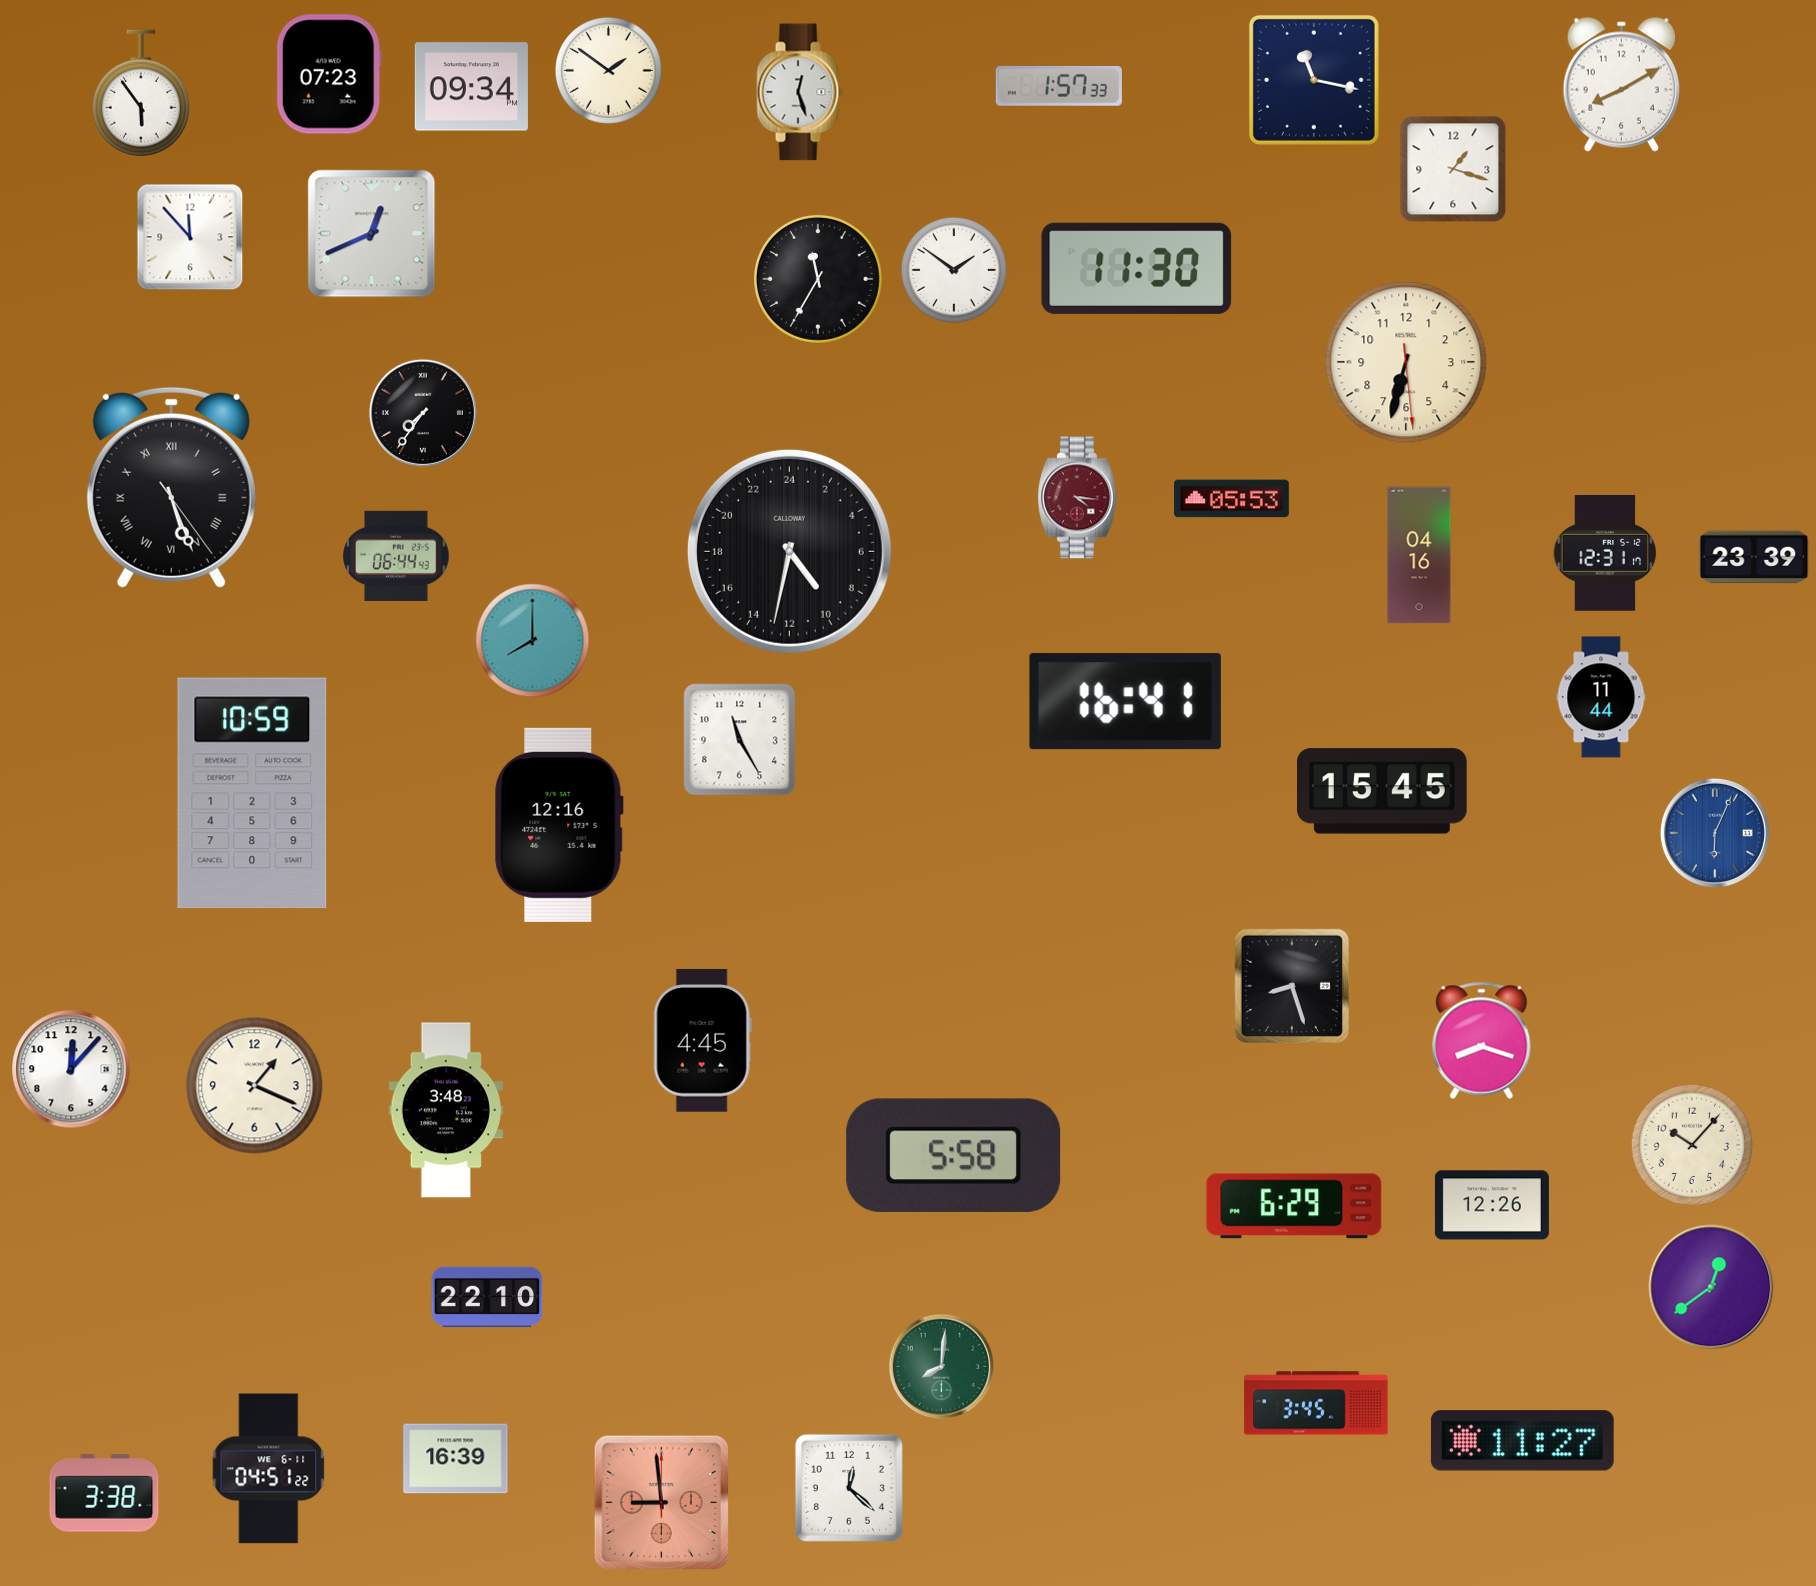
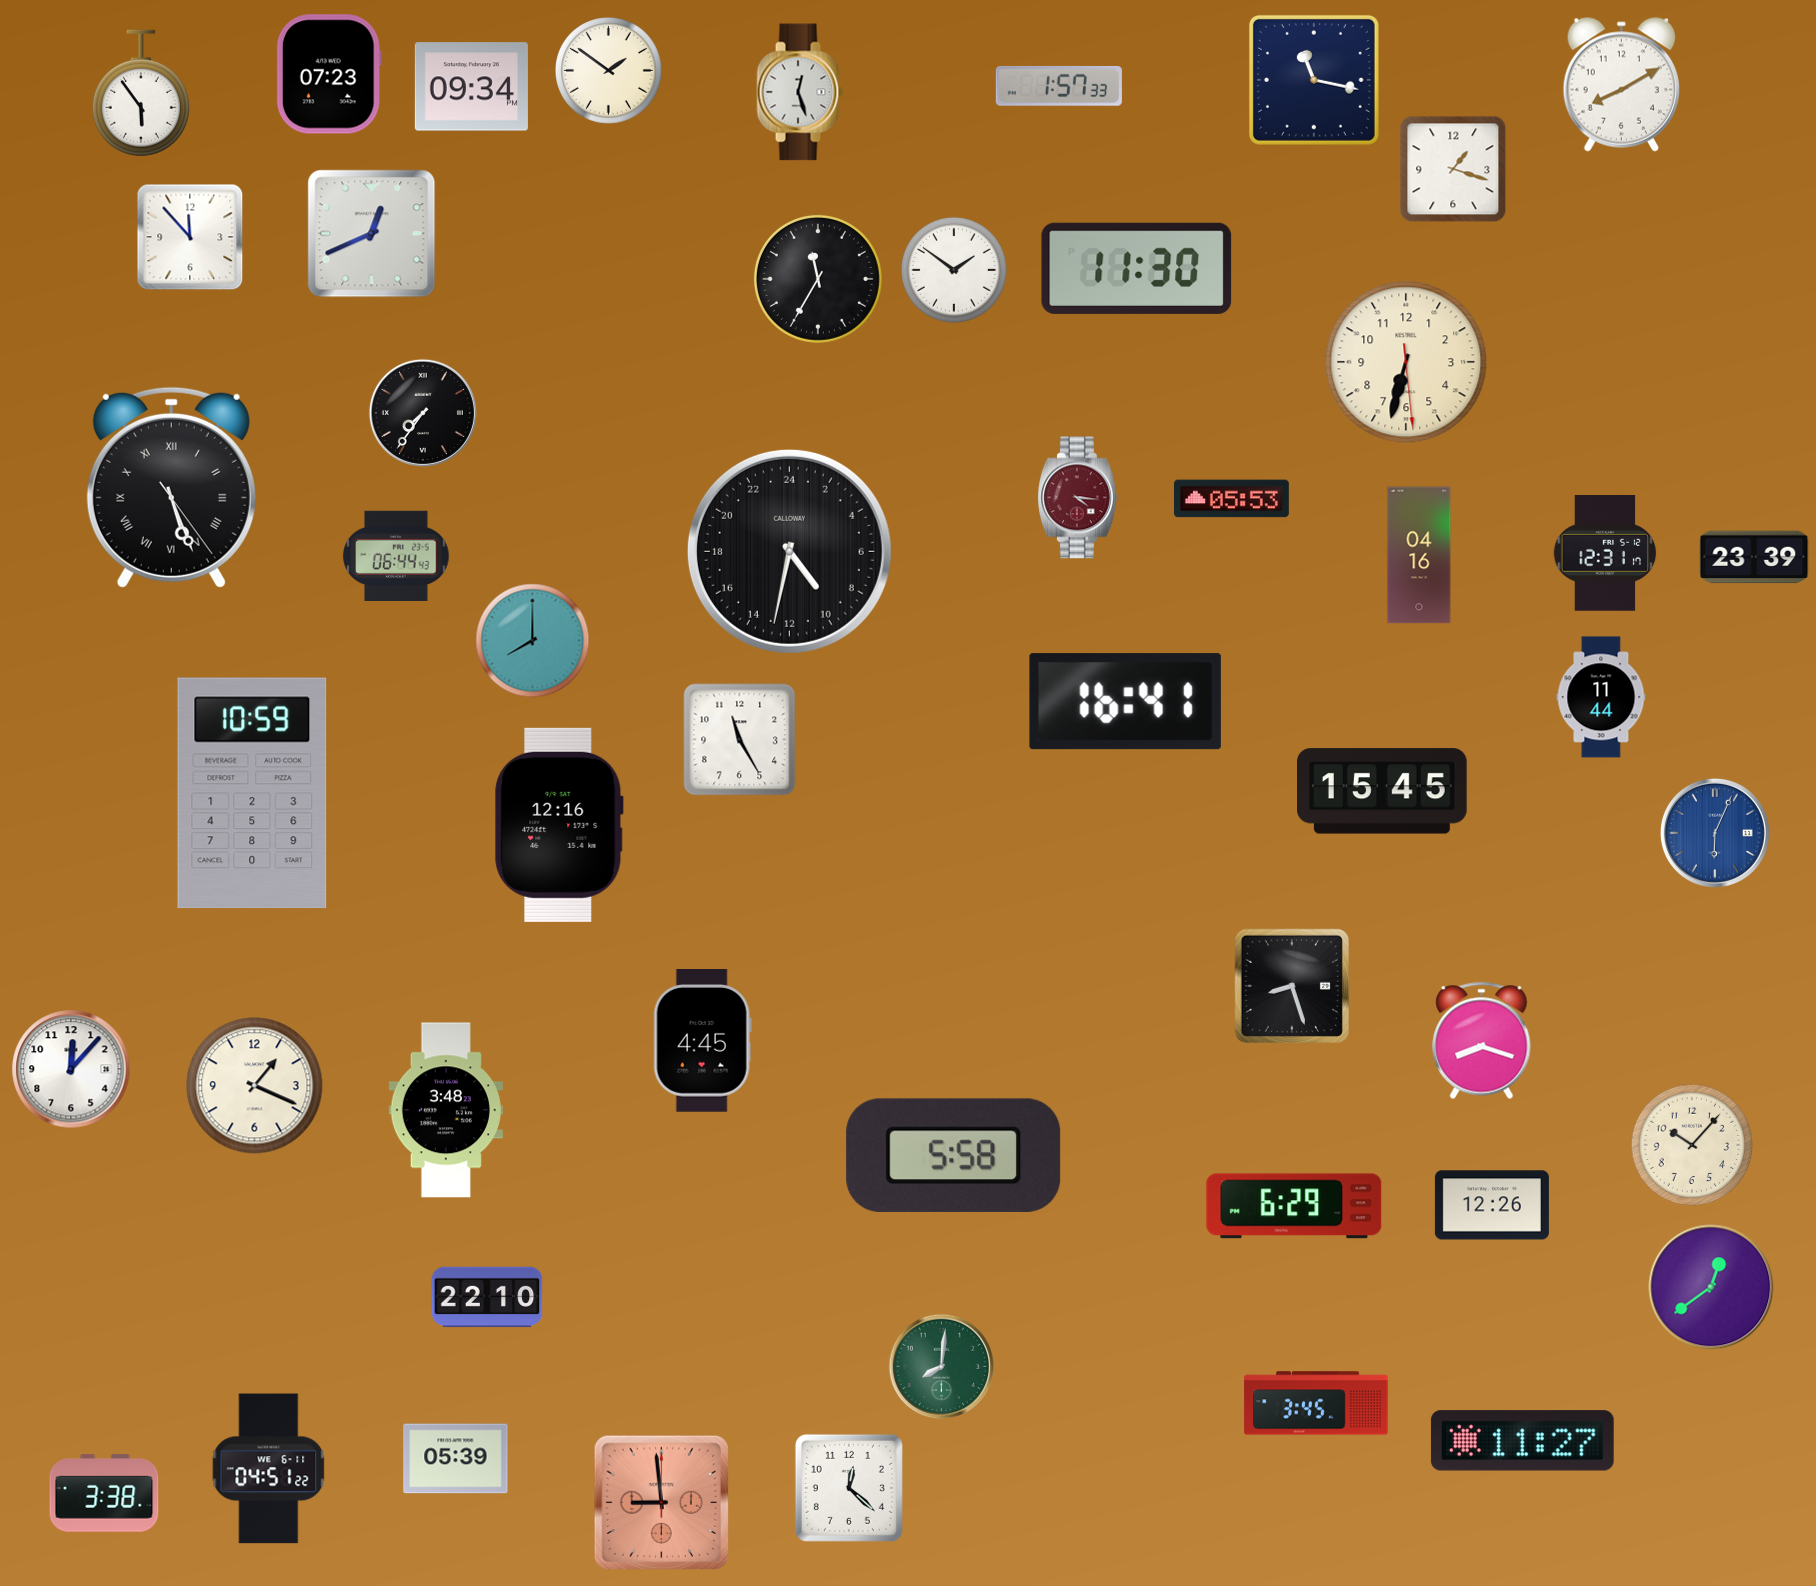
clock at (456, 1459): 16:39 -> 05:39
